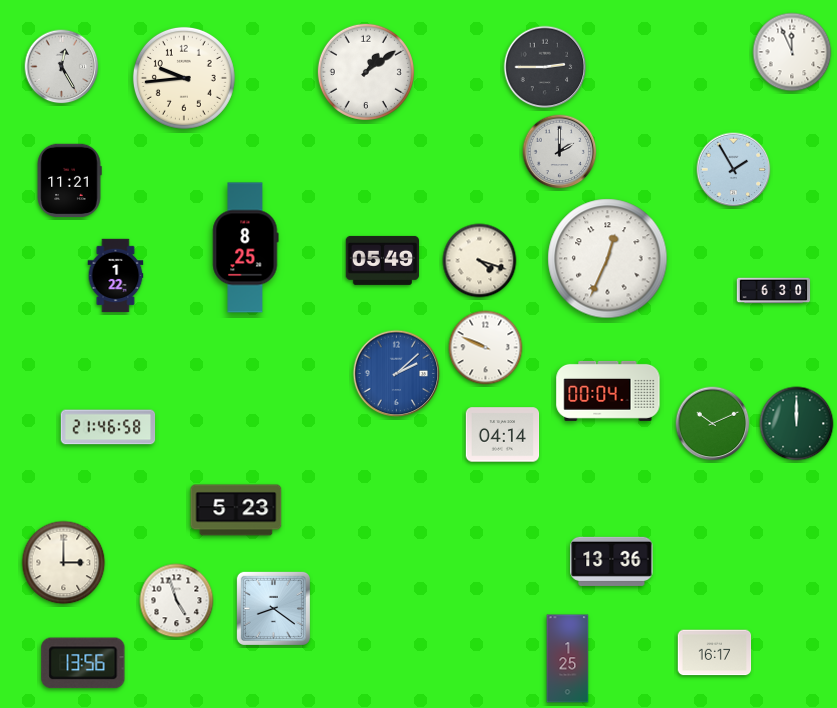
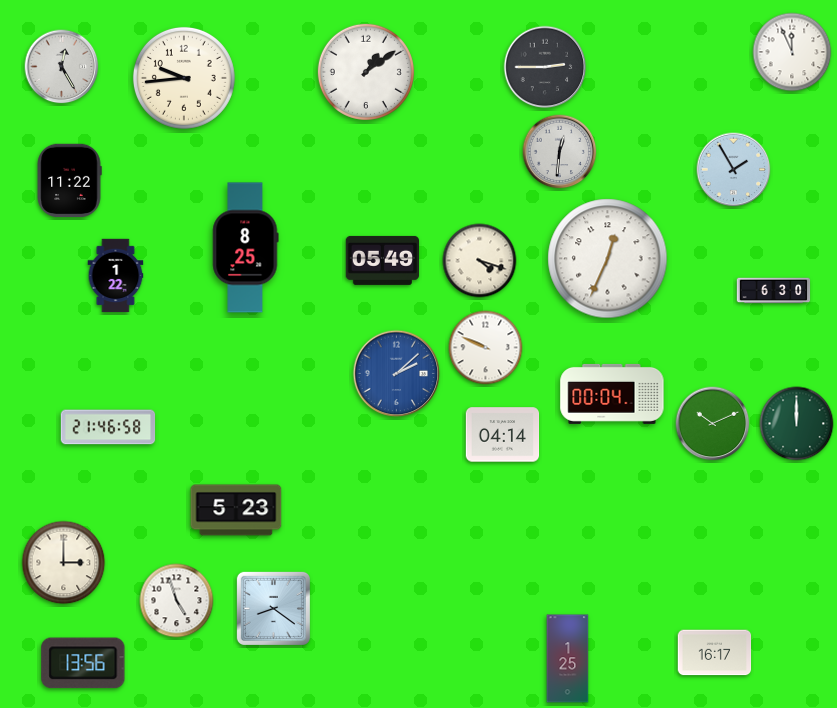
clock at (560, 152): 2:00 -> 12:31
clock at (69, 181): 11:21 -> 11:22
clock at (608, 391) position: (608, 391) -> (612, 394)
clock at (612, 561): 13:36 -> none
